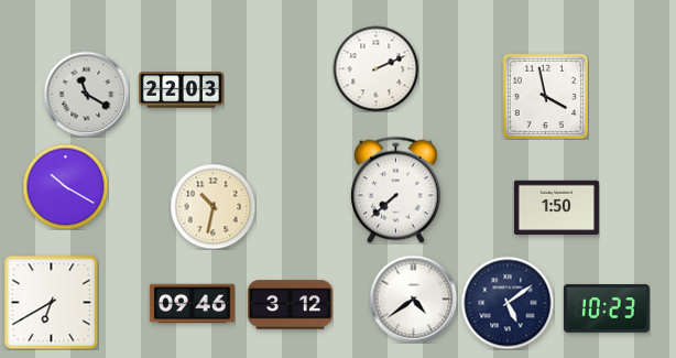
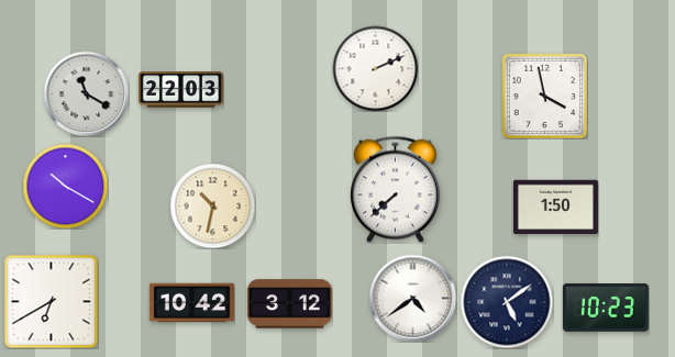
clock at (192, 304): 09:46 -> 10:42
